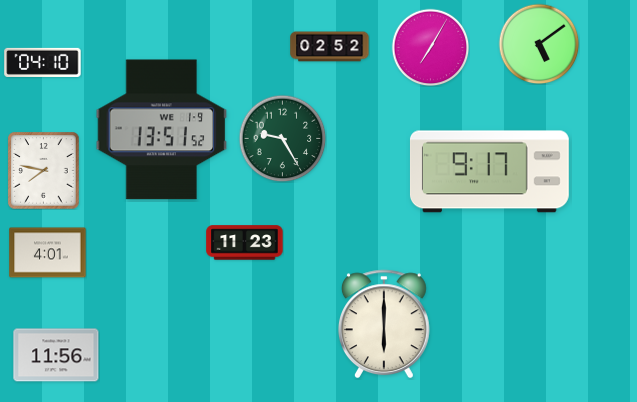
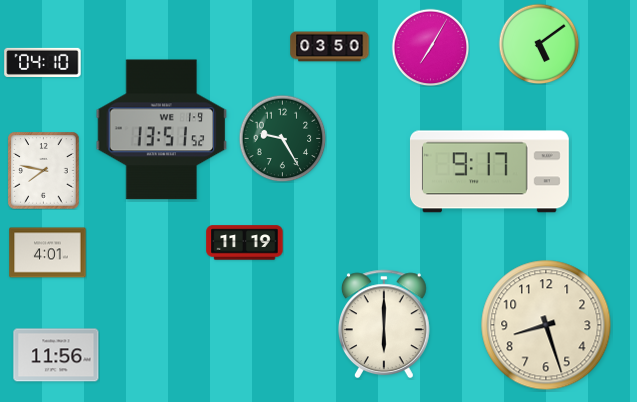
clock at (330, 47): 02:52 -> 03:50
clock at (245, 243): 11:23 -> 11:19
clock at (546, 325): none -> 8:27
